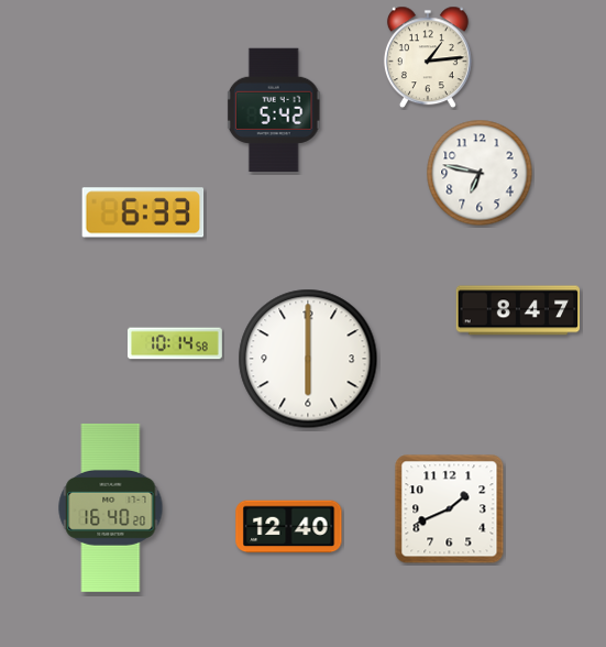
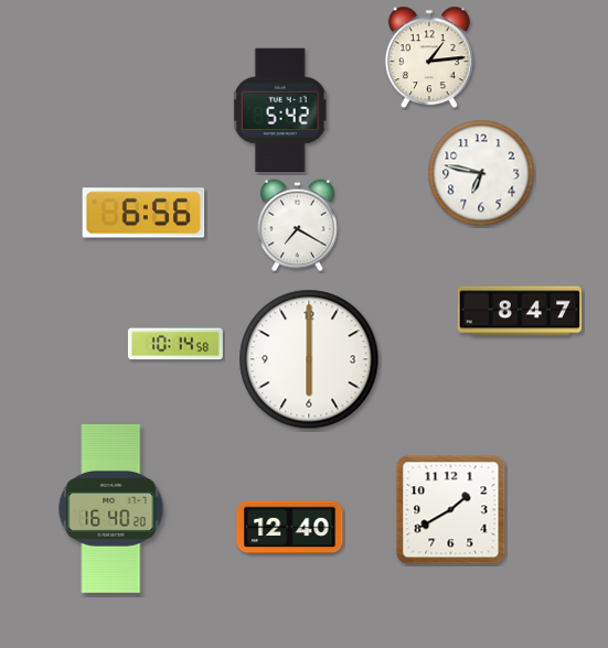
clock at (274, 109) position: (274, 109) -> (280, 109)
clock at (143, 212): 6:33 -> 6:56
clock at (298, 226): none -> 7:20
clock at (450, 509): 1:41 -> 1:40
